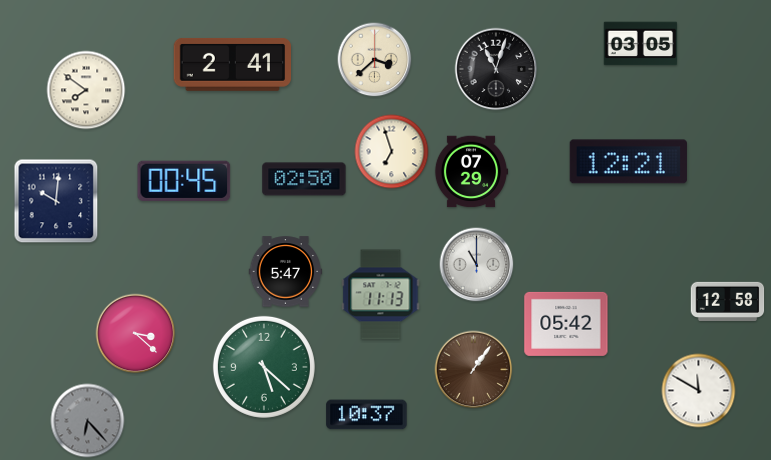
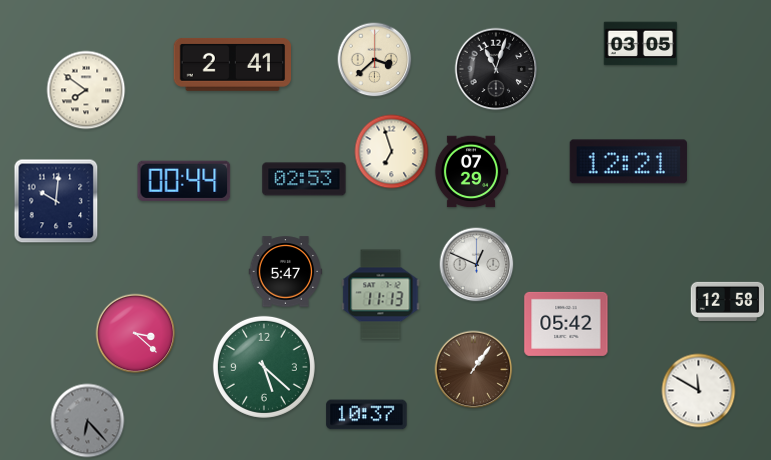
clock at (304, 179): 02:50 -> 02:53
clock at (184, 181): 00:45 -> 00:44
clock at (477, 265): 11:00 -> 12:49
